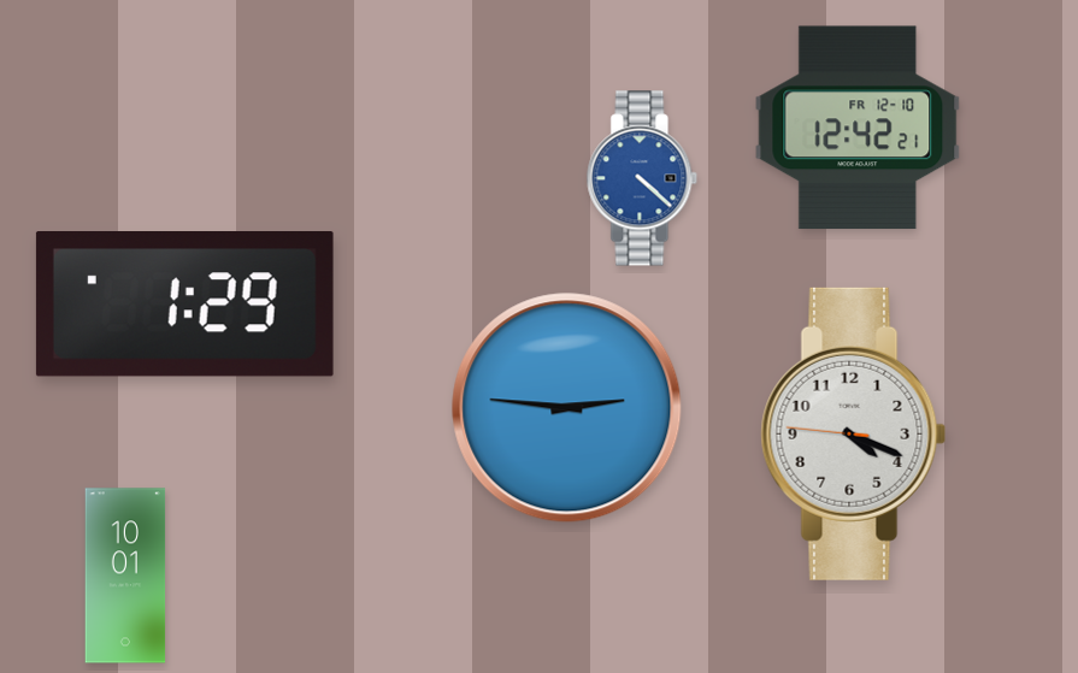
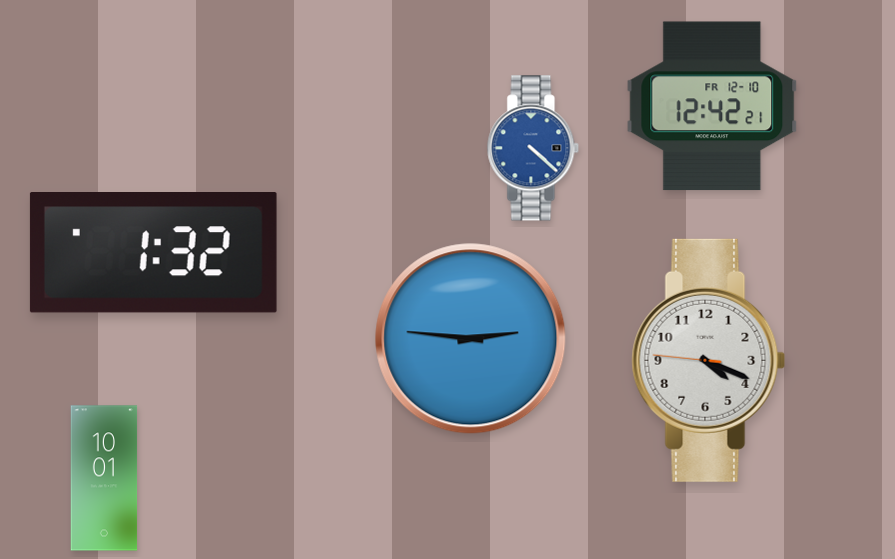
clock at (184, 305): 1:29 -> 1:32
